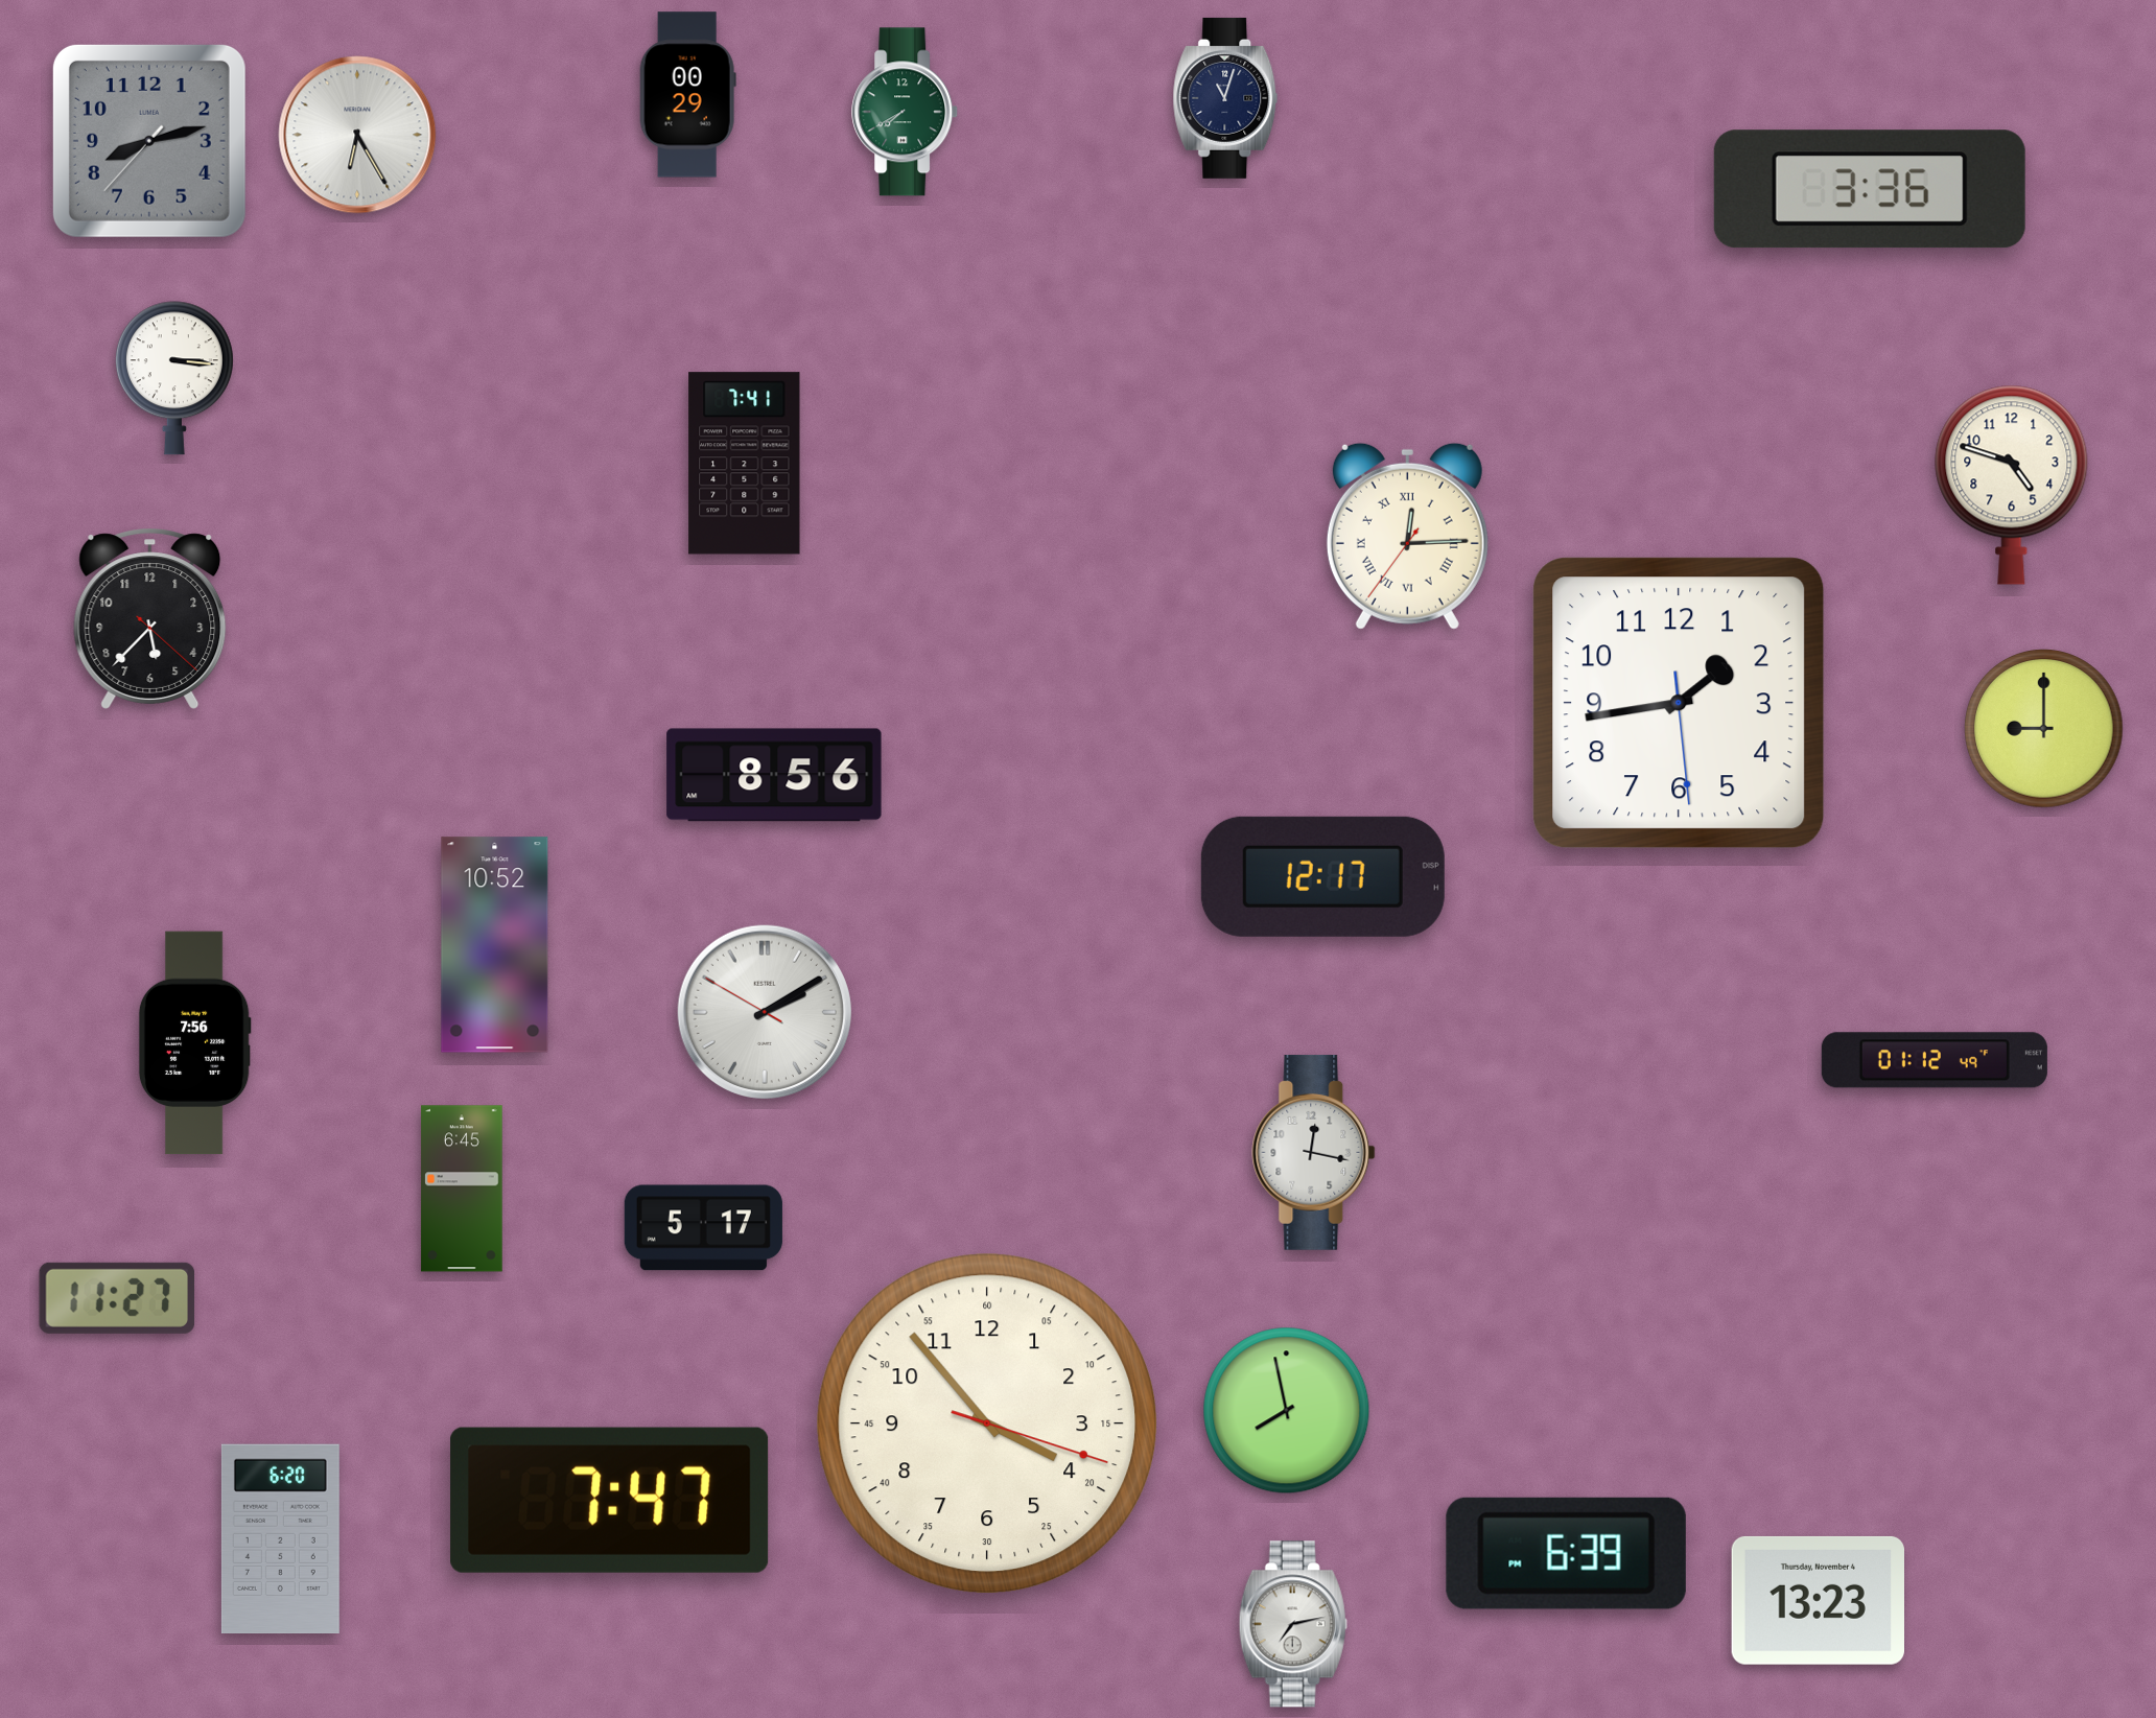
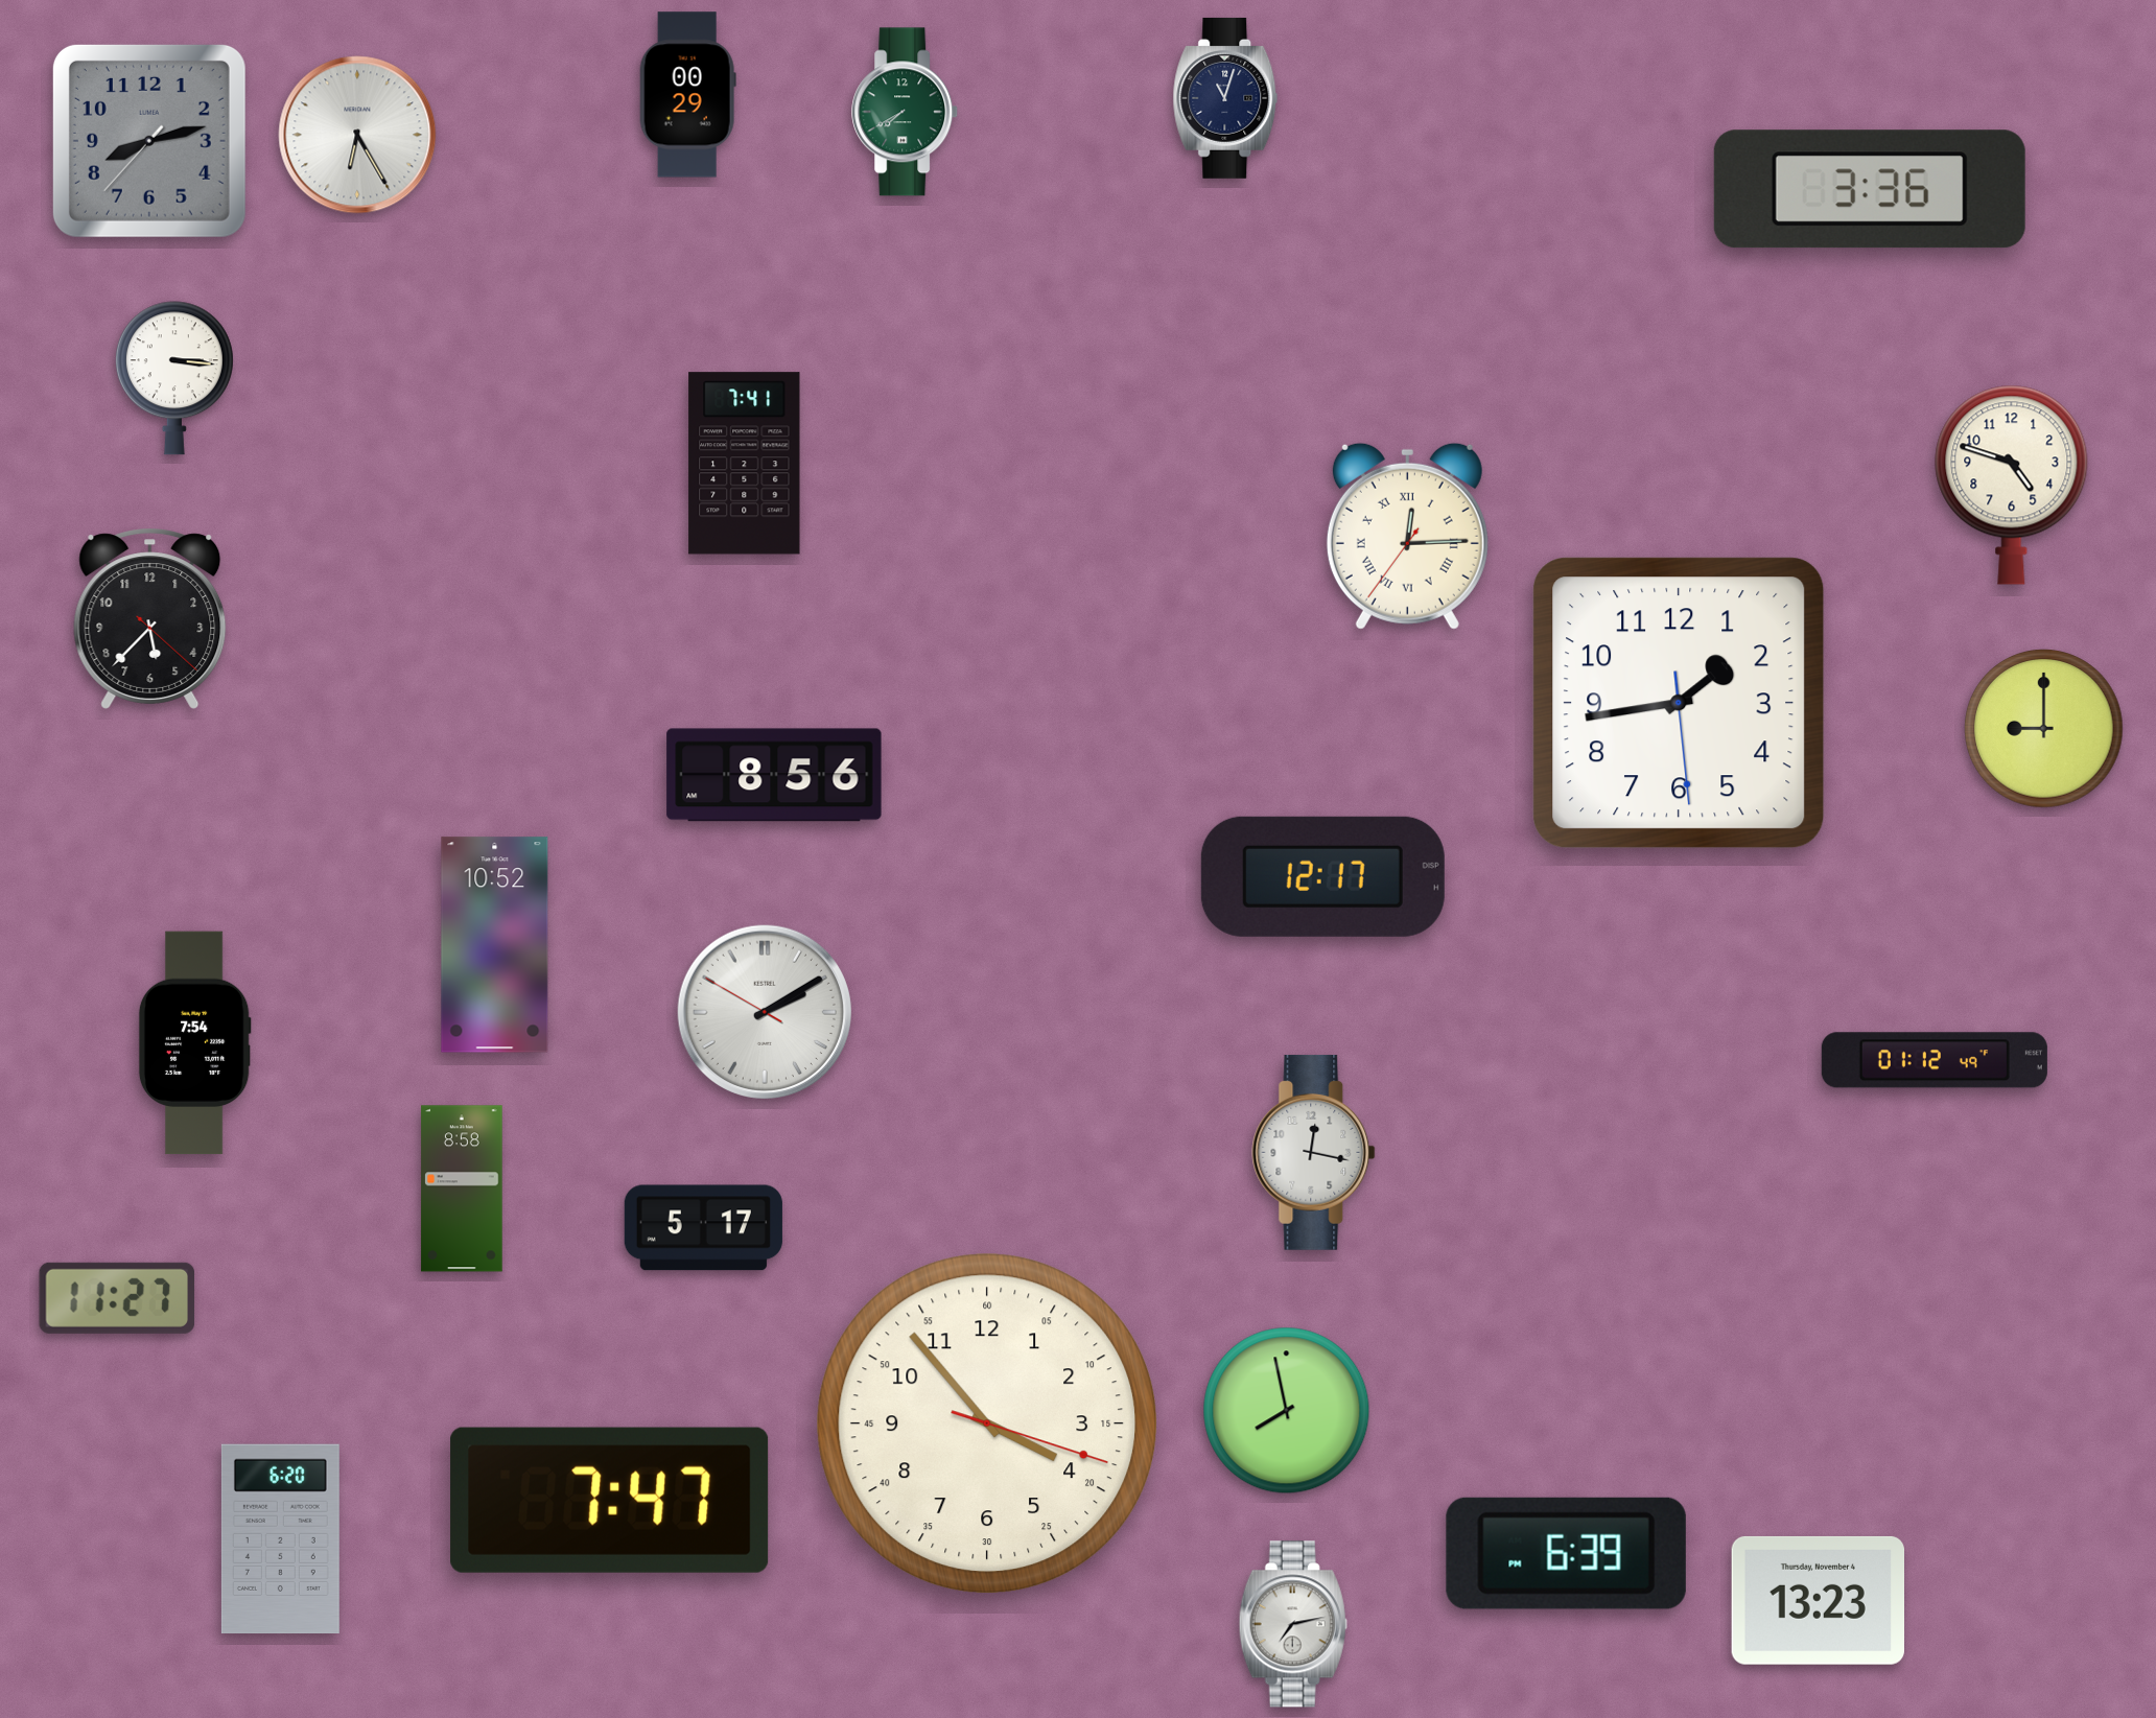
clock at (194, 1043): 7:56 -> 7:54
clock at (462, 1189): 6:45 -> 8:58
